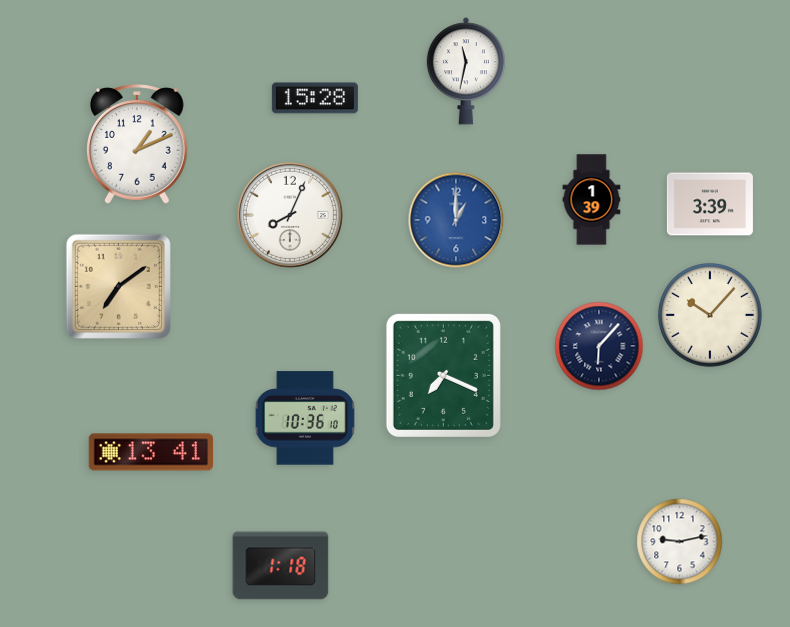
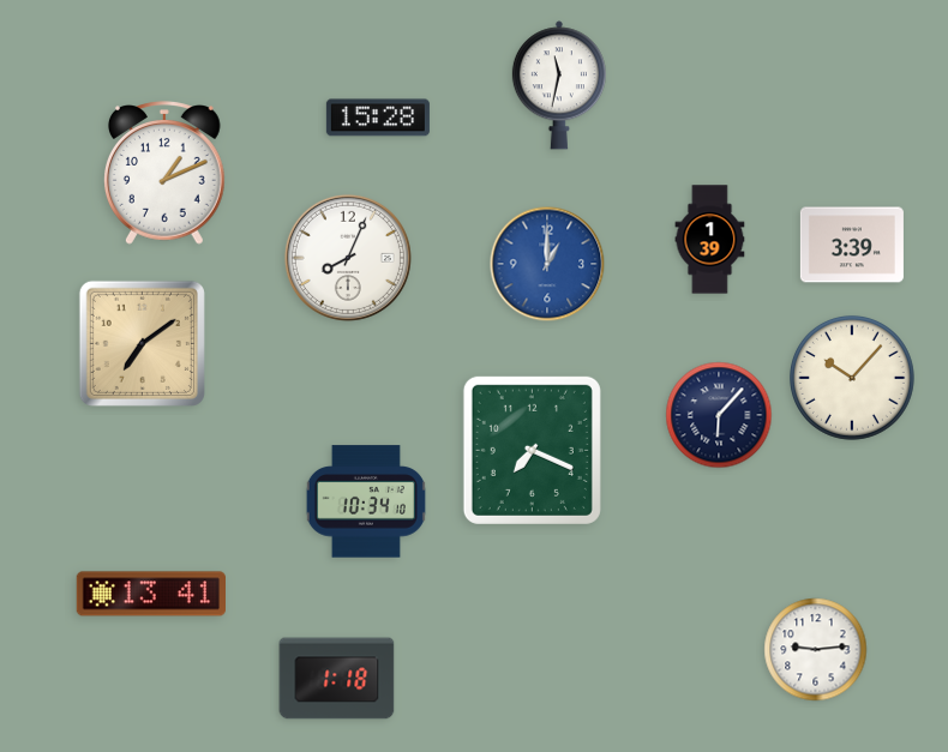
clock at (305, 418): 10:36 -> 10:34
clock at (150, 452) position: (150, 452) -> (150, 594)
clock at (680, 542): 9:13 -> 9:14
